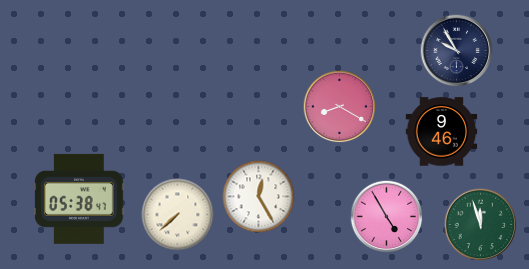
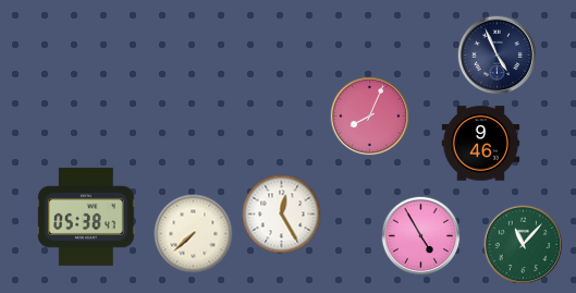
clock at (457, 51): 9:55 -> 4:56
clock at (340, 107): 8:20 -> 8:04
clock at (481, 225): 11:57 -> 11:07
